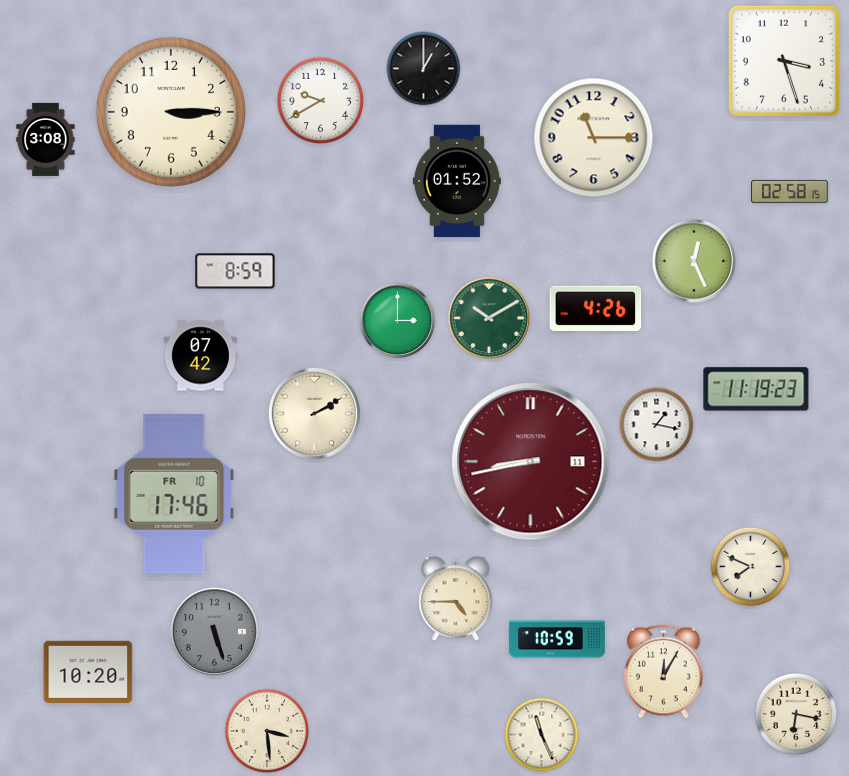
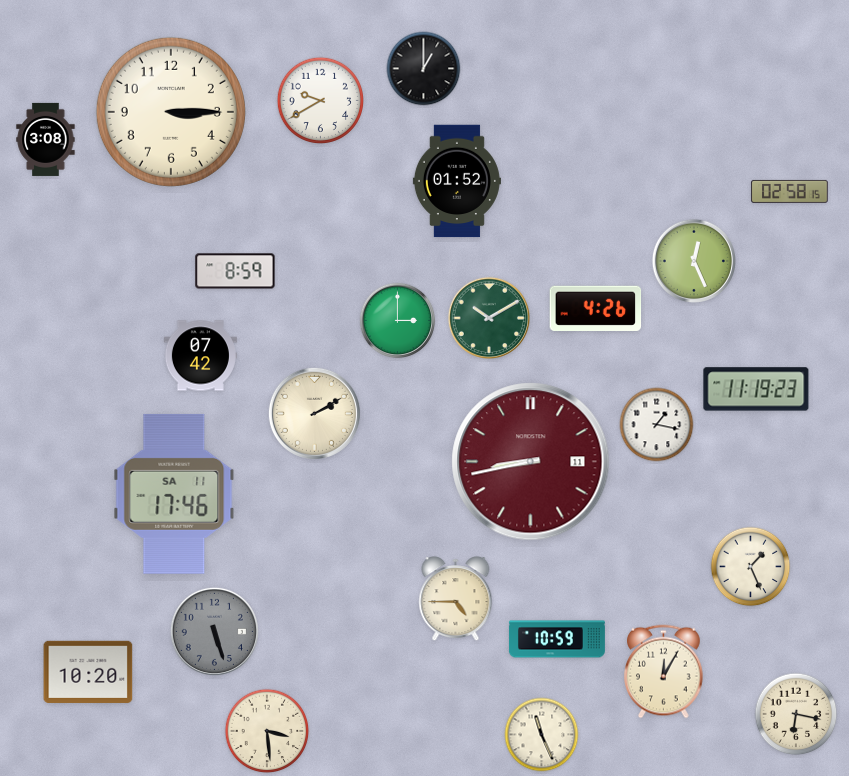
clock at (784, 61): 3:27 -> none
clock at (594, 138): 11:15 -> none
clock at (174, 494) date: FR 10 -> SA 11
clock at (751, 567): 7:49 -> 1:26
